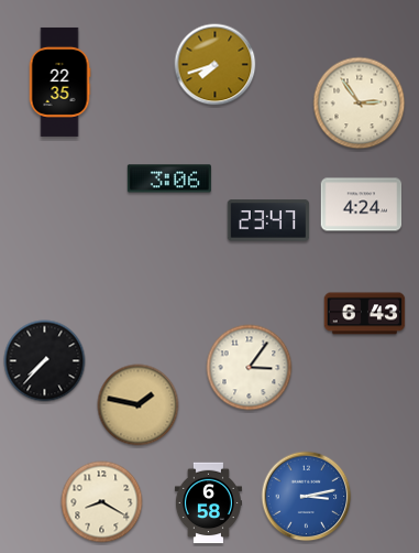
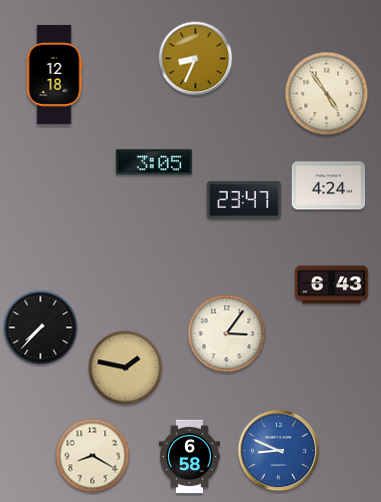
clock at (216, 65): 7:42 -> 8:34
clock at (59, 82): 22:35 -> 12:18
clock at (360, 104): 2:54 -> 4:54
clock at (169, 178): 3:06 -> 3:05
clock at (307, 497): 3:13 -> 8:49
